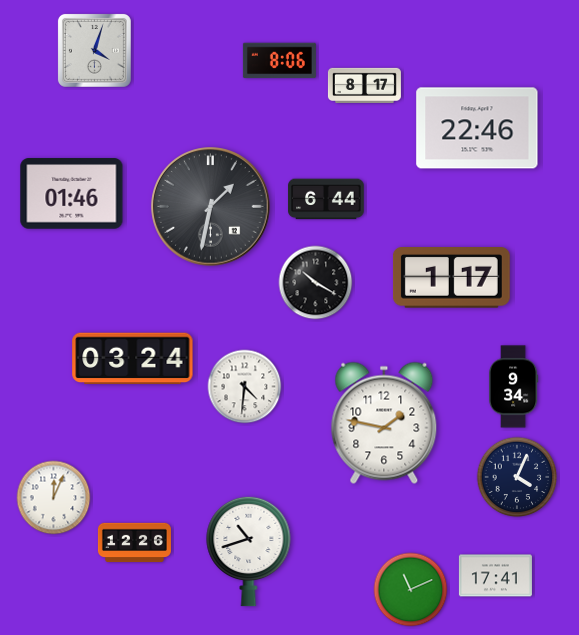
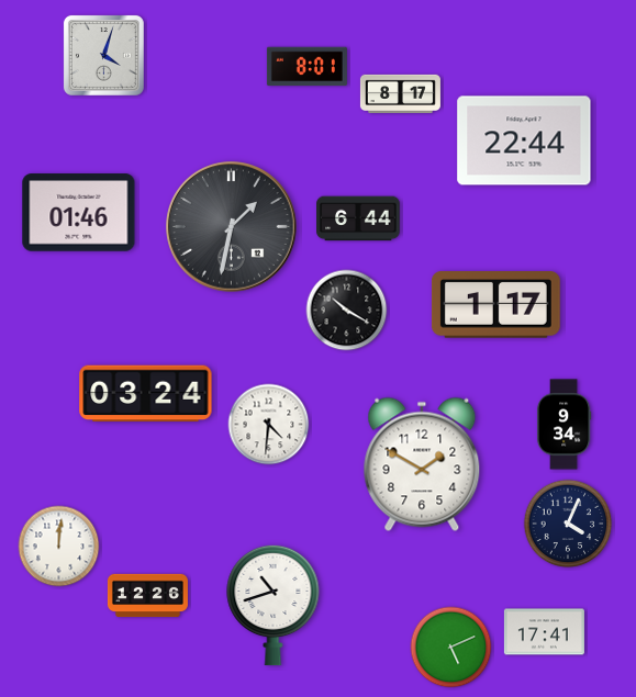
clock at (279, 61): 8:06 -> 8:01
clock at (477, 128): 22:46 -> 22:44
clock at (384, 423): 1:47 -> 1:50
clock at (54, 498): 12:04 -> 12:01
clock at (411, 590): 11:11 -> 5:11
